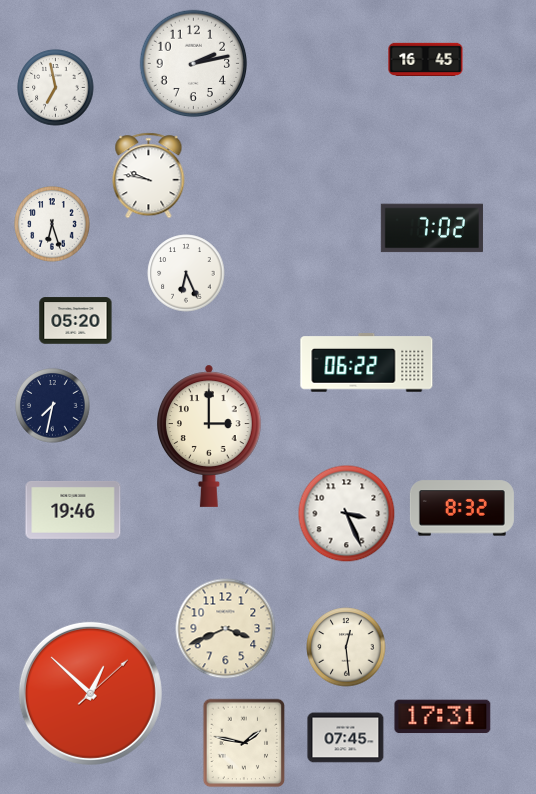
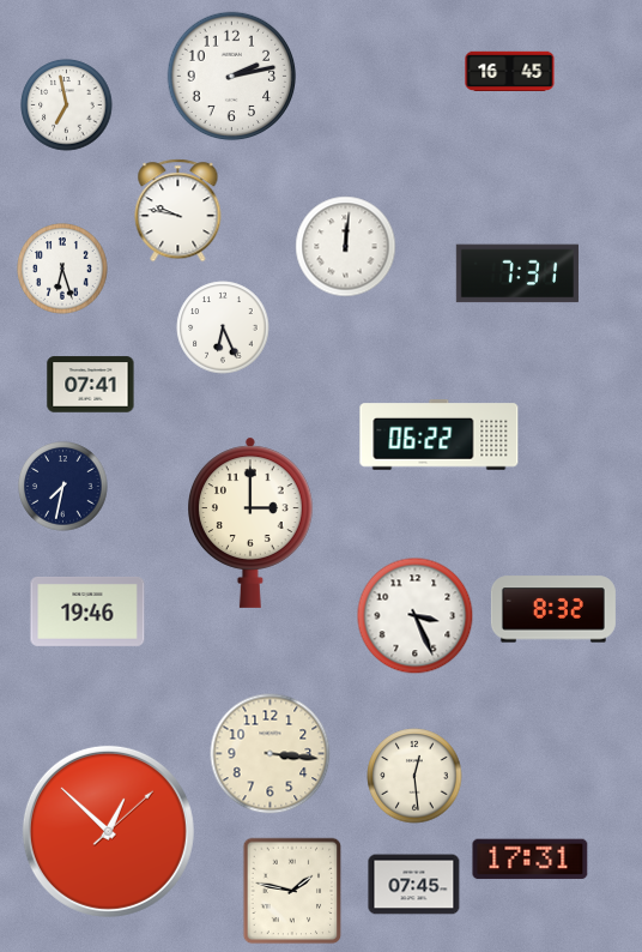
clock at (346, 247): none -> 12:01
clock at (432, 228): 7:02 -> 7:31
clock at (76, 321): 05:20 -> 07:41
clock at (226, 629): 3:41 -> 3:16
